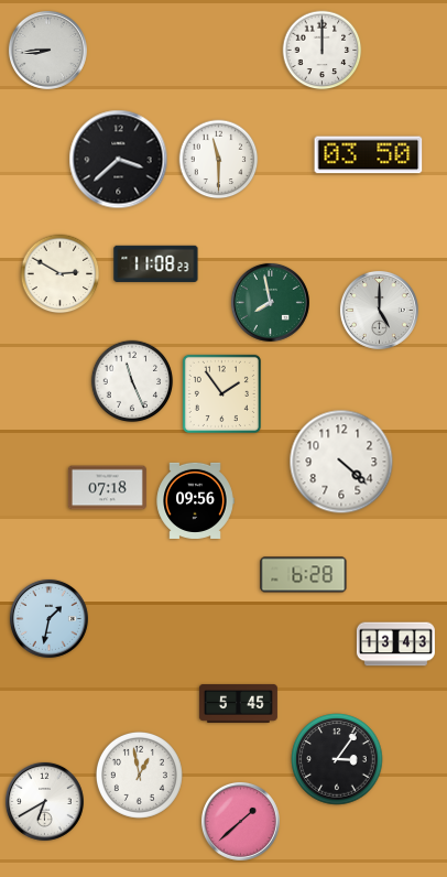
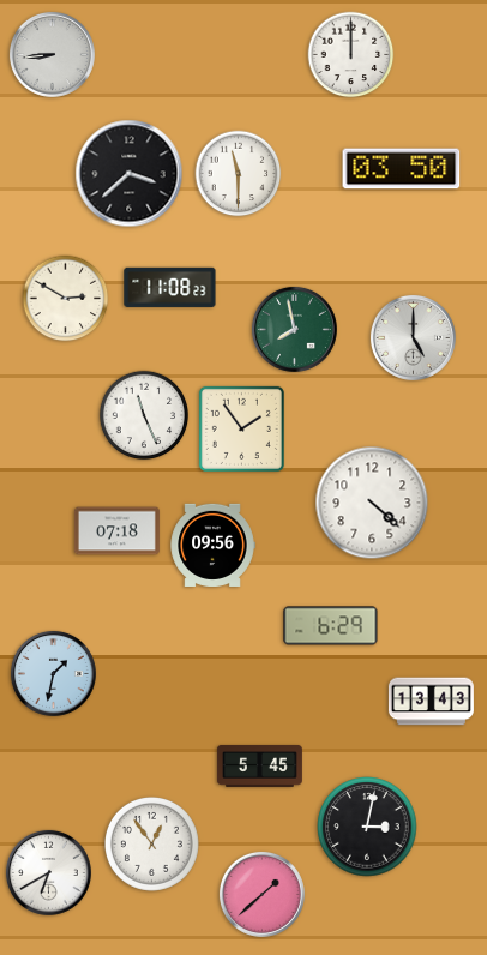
clock at (304, 575): 6:28 -> 6:29
clock at (337, 759): 3:06 -> 3:02
clock at (139, 775): 12:58 -> 12:54
